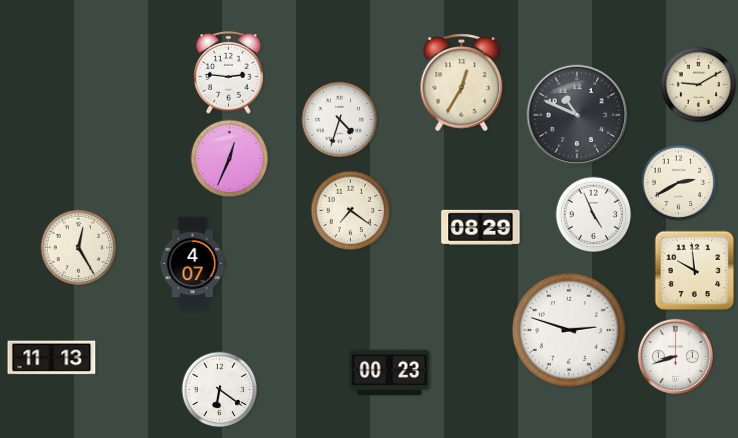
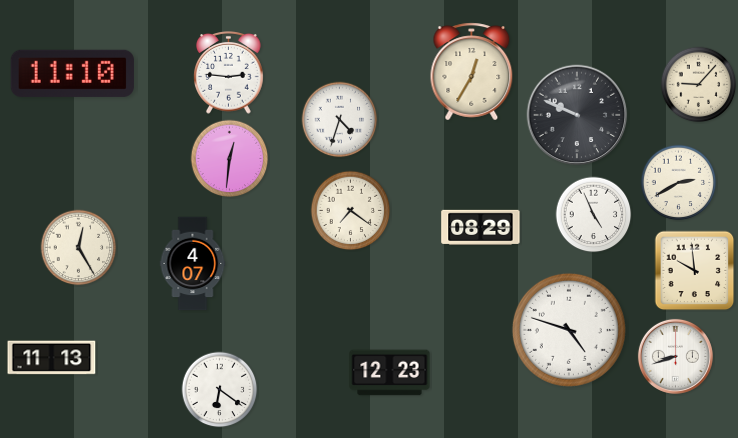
clock at (72, 73): none -> 11:10
clock at (462, 83) position: (462, 83) -> (472, 72)
clock at (699, 85): 9:10 -> 9:07
clock at (577, 115): 10:49 -> 9:49
clock at (230, 159): 12:34 -> 12:31
clock at (569, 330): 2:48 -> 4:48
clock at (390, 373): 00:23 -> 12:23
